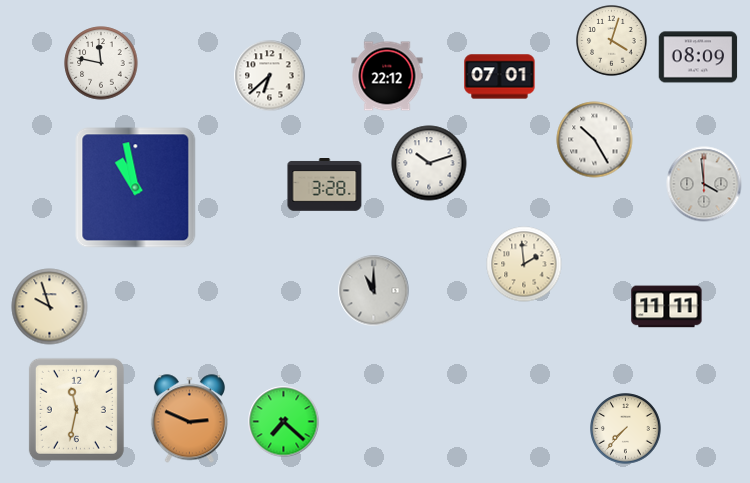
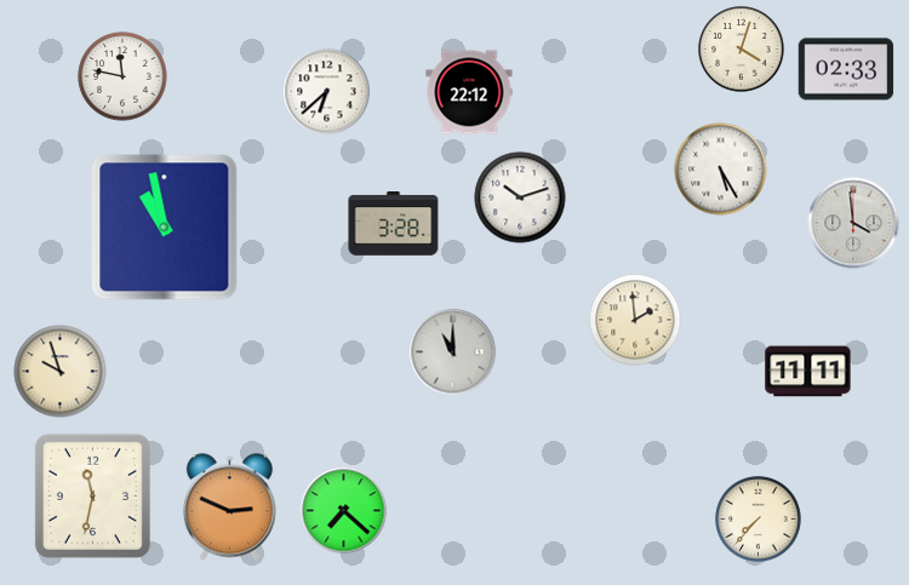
clock at (698, 57): 08:09 -> 02:33
clock at (500, 77): 07:01 -> none
clock at (595, 140): 10:25 -> 5:25
